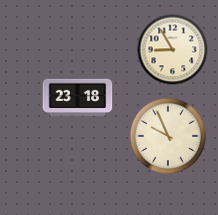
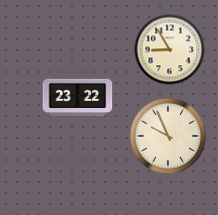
clock at (173, 50) position: (173, 50) -> (170, 50)
clock at (78, 97): 23:18 -> 23:22
